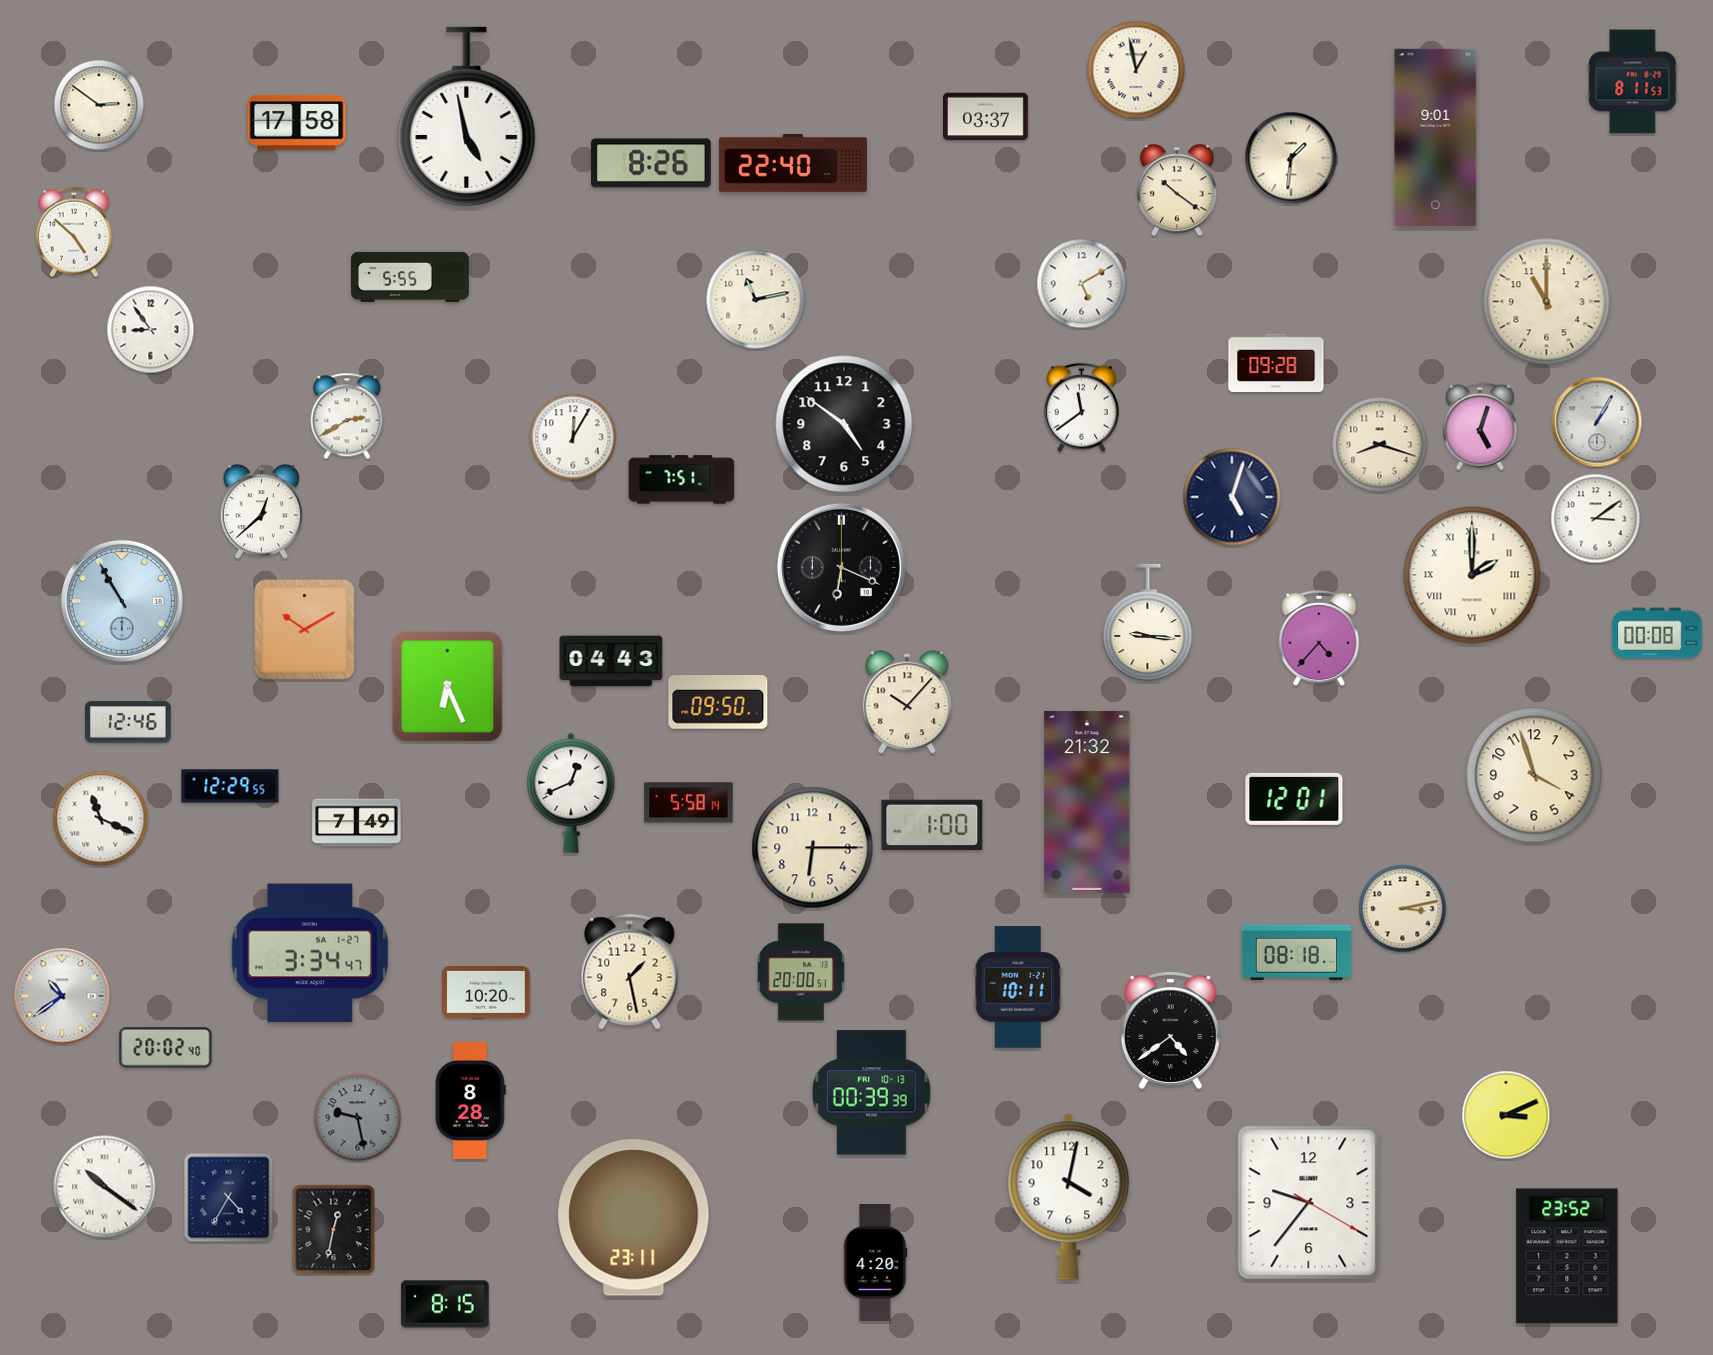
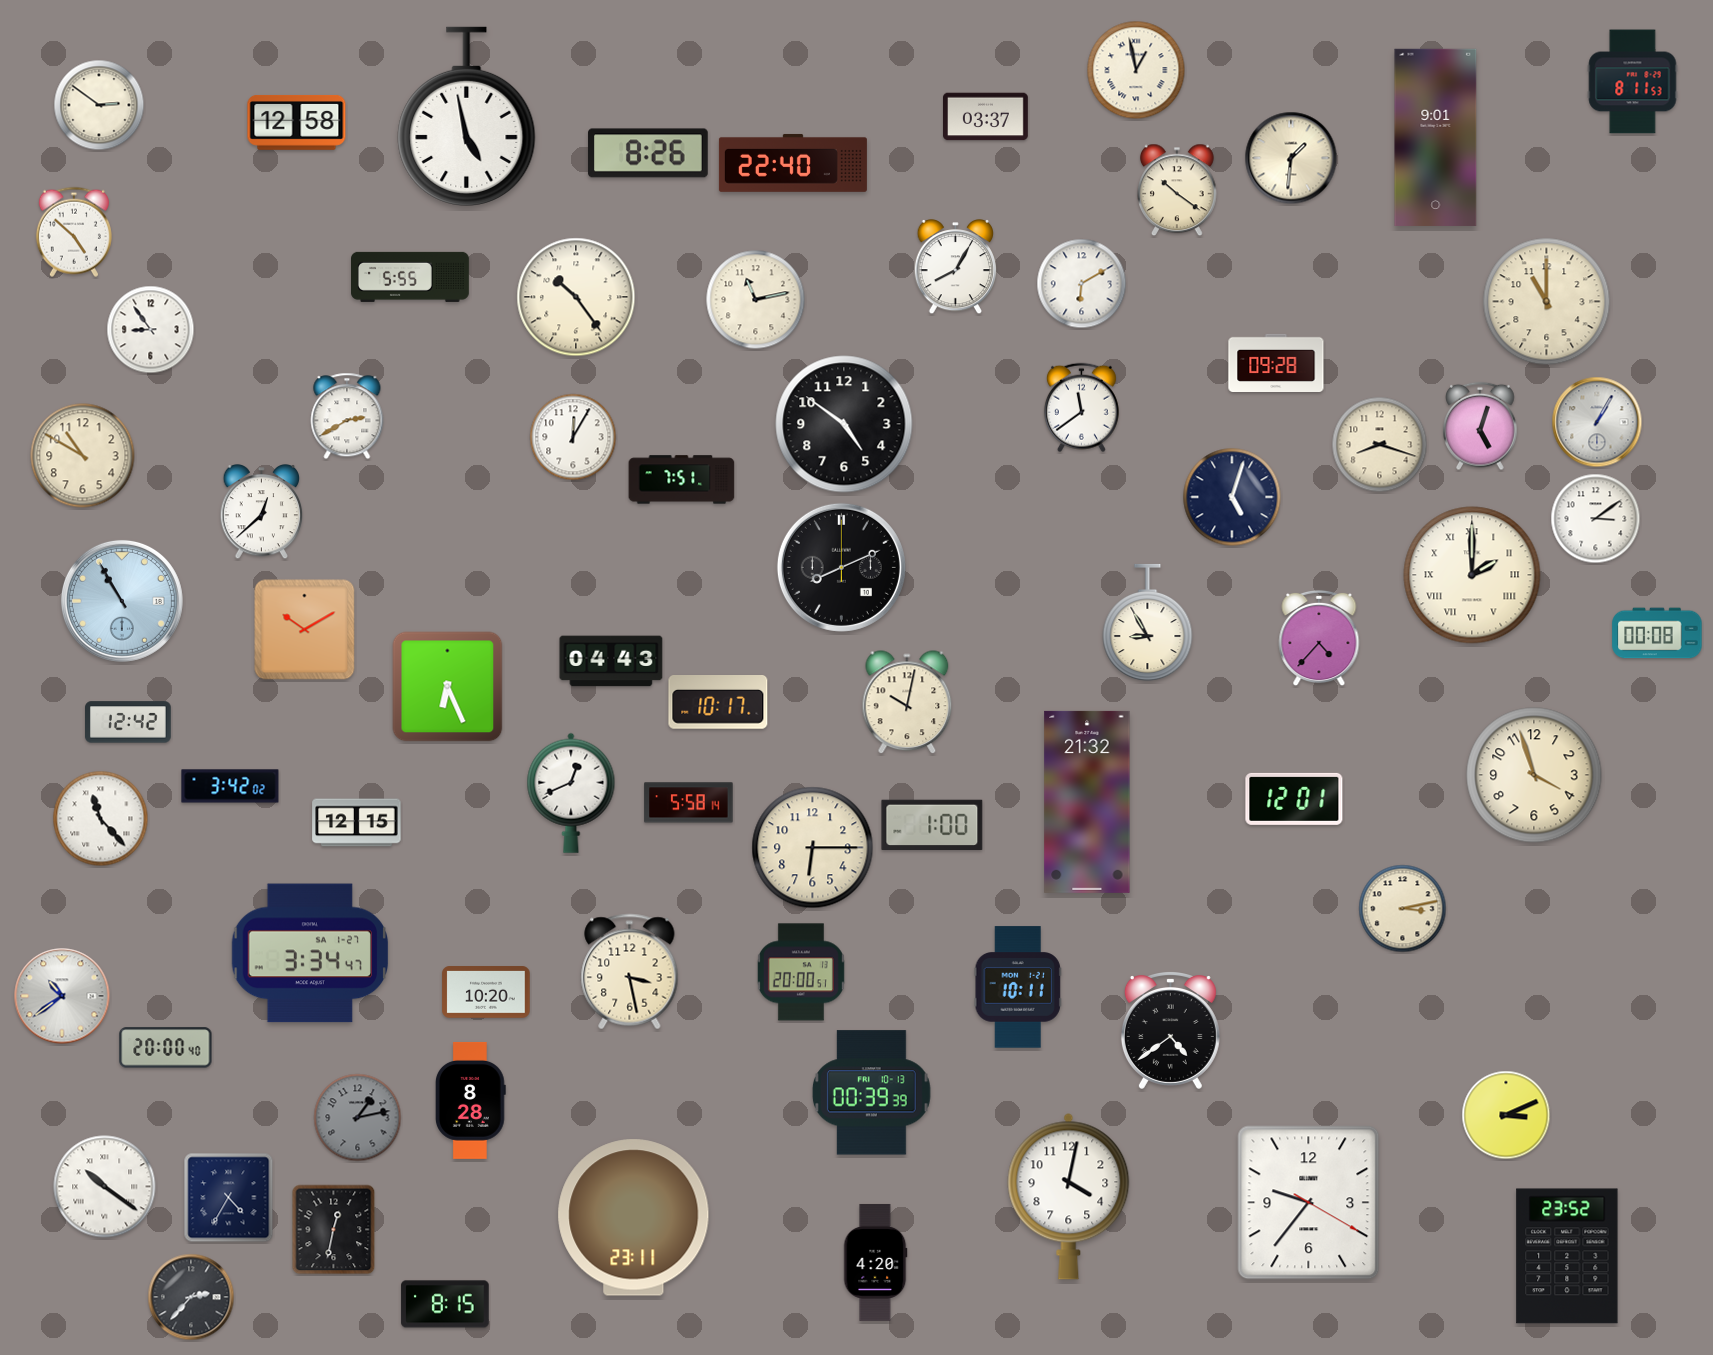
clock at (297, 122): 17:58 -> 12:58
clock at (651, 163) position: (651, 163) -> (648, 153)
clock at (956, 268): none -> 8:05
clock at (1082, 284): 5:10 -> 6:10
clock at (576, 297): none -> 10:24
clock at (83, 456): none -> 10:50
clock at (841, 567): 6:19 -> 8:11
clock at (1148, 623): 9:16 -> 8:55
clock at (718, 703): 09:50 -> 10:17
clock at (907, 703): 10:07 -> 10:02
clock at (129, 722): 12:46 -> 12:42
clock at (230, 786): 12:29 -> 3:42
clock at (101, 819): 11:19 -> 11:23
clock at (357, 823): 7:49 -> 12:15
clock at (1297, 952): 08:18 -> none
clock at (630, 972): 1:28 -> 3:28
clock at (166, 1048): 20:02 -> 20:00
clock at (358, 1118): 9:28 -> 1:13
clock at (191, 1297): none -> 2:37
